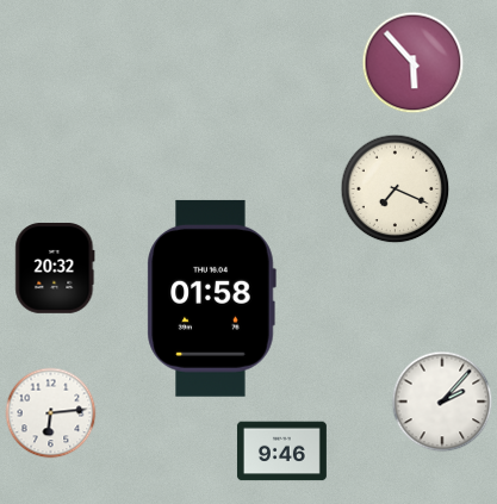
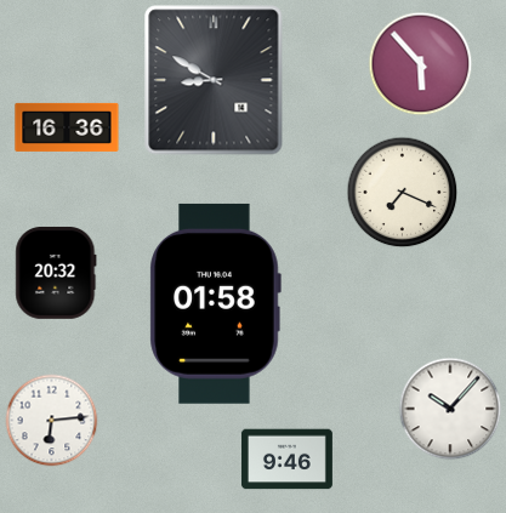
clock at (214, 80): none -> 8:50
clock at (67, 127): none -> 16:36
clock at (442, 402): 2:07 -> 10:07
